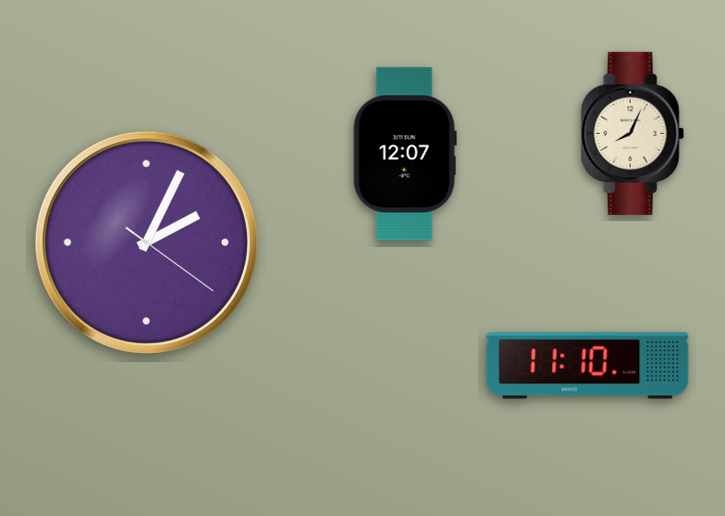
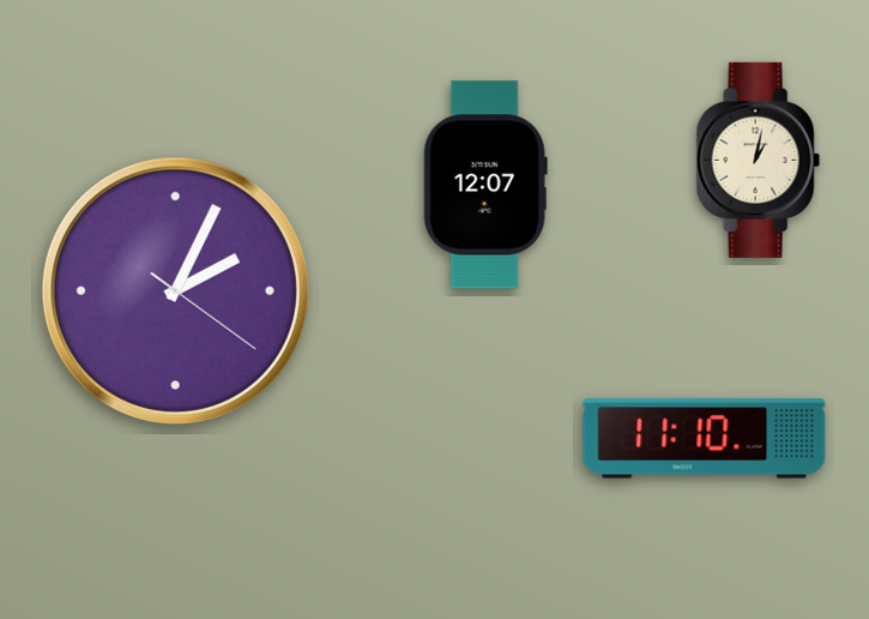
clock at (632, 133): 8:04 -> 1:02
